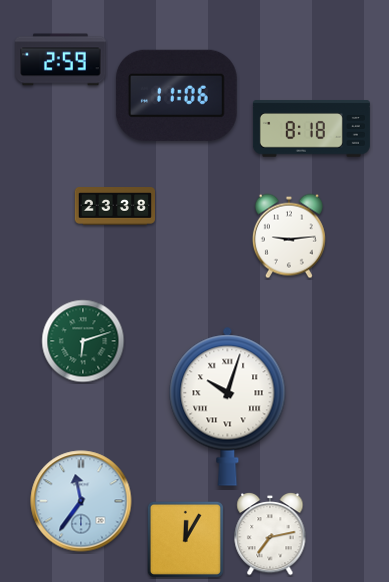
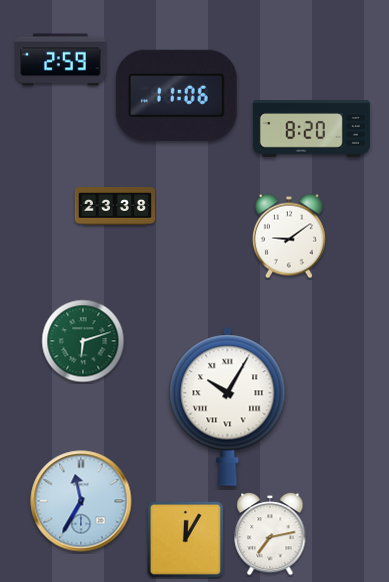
clock at (311, 129): 8:18 -> 8:20
clock at (289, 236): 9:14 -> 9:09
clock at (228, 406): 10:03 -> 10:05
clock at (81, 501): 11:36 -> 11:35
